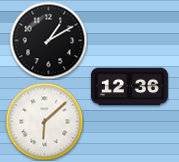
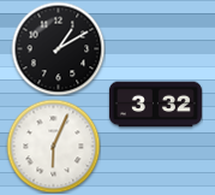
clock at (129, 87): 12:36 -> 3:32
clock at (44, 121): 6:08 -> 6:04
